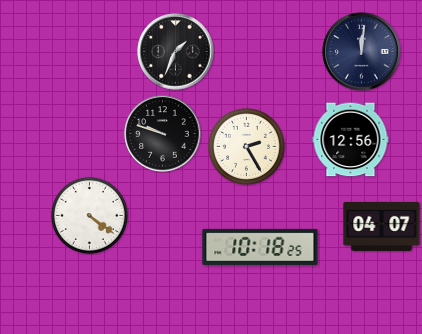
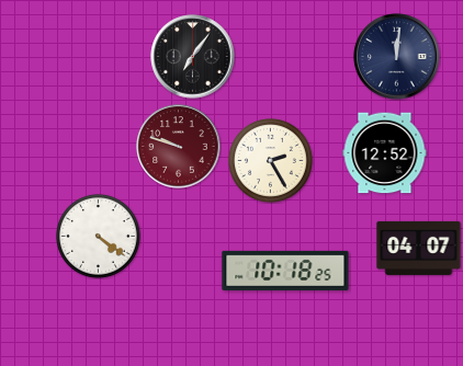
clock at (176, 52): 1:34 -> 7:06
clock at (163, 134) dial: black -> burgundy
clock at (351, 140): 12:56 -> 12:52
